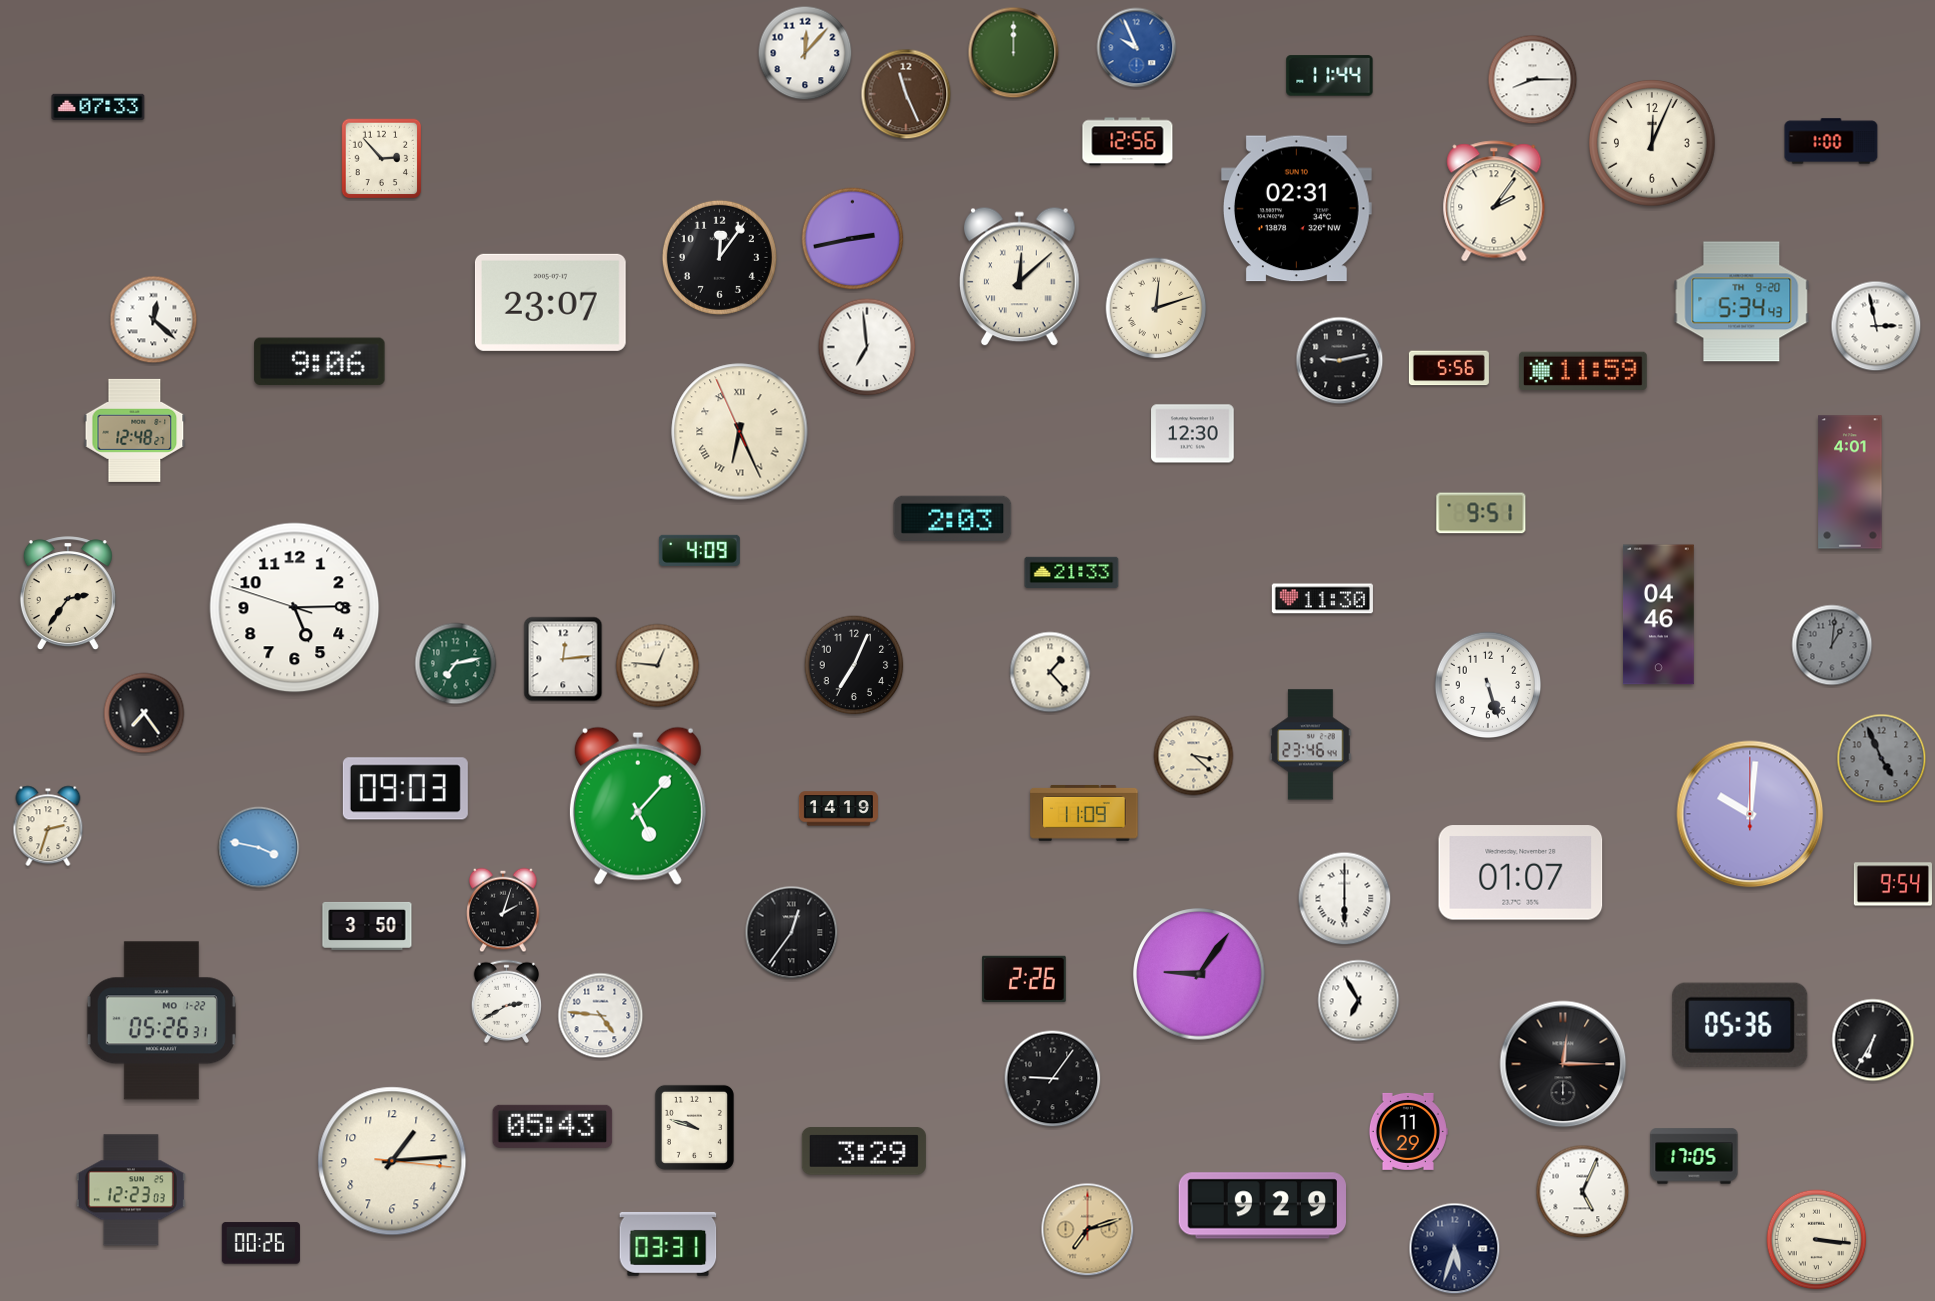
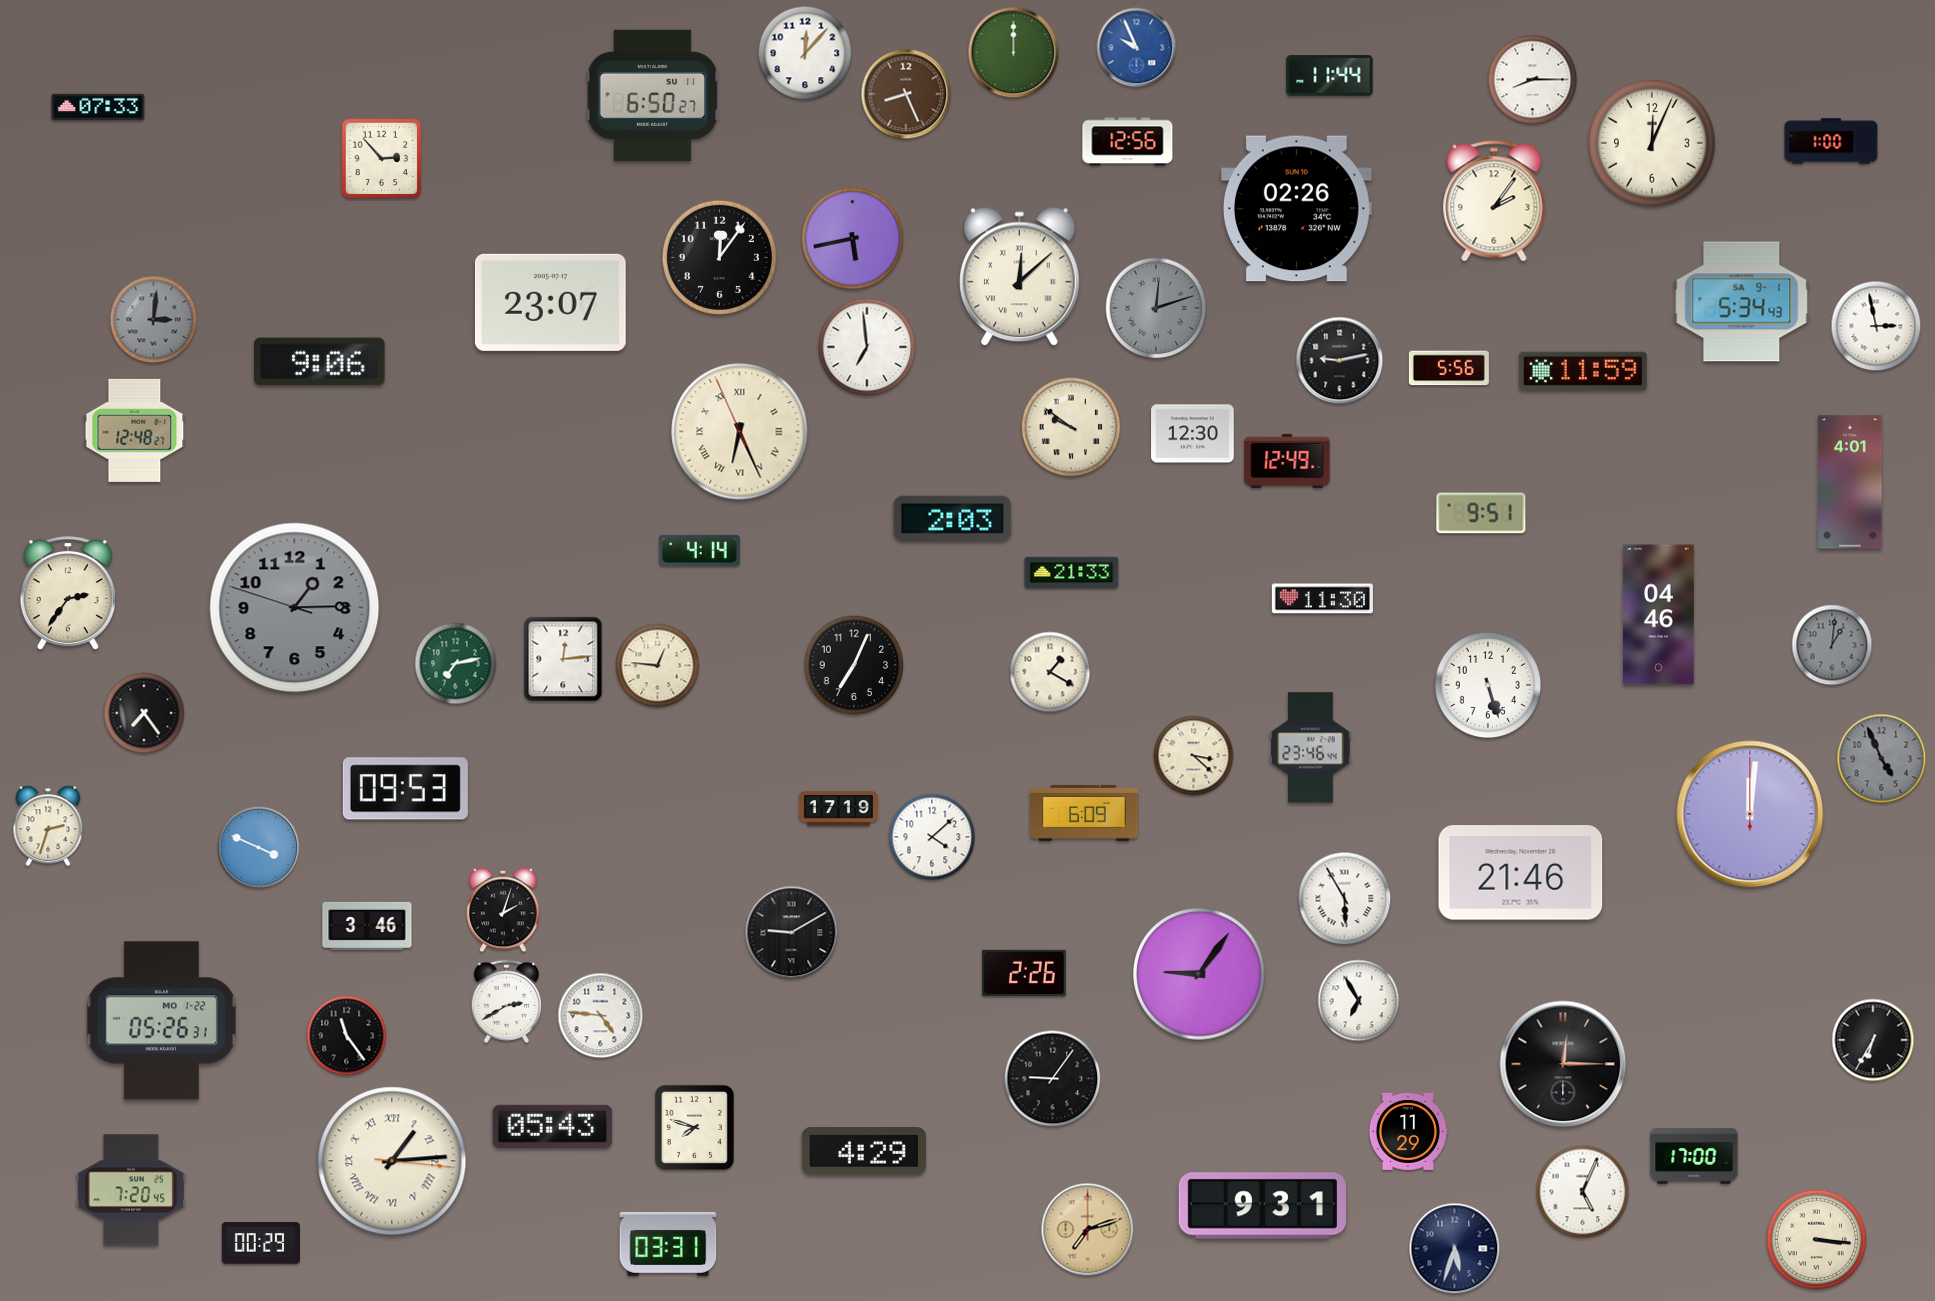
clock at (906, 94): 11:26 -> 8:26
clock at (653, 95): none -> 6:50
clock at (1296, 209): 02:31 -> 02:26
clock at (853, 239): 2:43 -> 5:43
clock at (1742, 302) date: TH 9-20 -> SA 9-1
clock at (1156, 308) dial: cream -> grey
clock at (154, 320): 12:22 -> 3:01
clock at (154, 320) dial: white -> grey
clock at (1071, 427): none -> 9:51
clock at (1287, 461): none -> 12:49
clock at (699, 550): 4:09 -> 4:14
clock at (295, 608): 5:14 -> 1:14
clock at (295, 608) dial: white -> grey
clock at (1050, 672): 1:23 -> 1:20
clock at (1311, 745) position: (1311, 745) -> (1311, 748)
clock at (405, 789): 09:03 -> 09:53
clock at (638, 806): 5:07 -> none
clock at (838, 809): 14:19 -> 17:19
clock at (1084, 813): 11:09 -> 6:09
clock at (1750, 814): 10:01 -> 12:01
clock at (932, 837): none -> 4:08
clock at (259, 848): 3:47 -> 3:49
clock at (1521, 873): 01:07 -> 21:46
clock at (1893, 884): 9:54 -> none
clock at (1345, 899): 6:00 -> 5:55
clock at (367, 926): 3:50 -> 3:46
clock at (792, 933): 12:36 -> 9:10
clock at (1024, 978) position: (1024, 978) -> (1024, 972)
clock at (1740, 1025): 05:36 -> none
clock at (347, 1036): none -> 11:24
clock at (694, 1127): 9:48 -> 7:48
clock at (864, 1151): 3:29 -> 4:29
clock at (1694, 1156): 17:05 -> 17:00
clock at (392, 1161) numerals: Arabic -> Roman
clock at (131, 1190): 12:23 -> 7:20
clock at (1262, 1206): 9:29 -> 9:31
clock at (261, 1243): 00:26 -> 00:29
